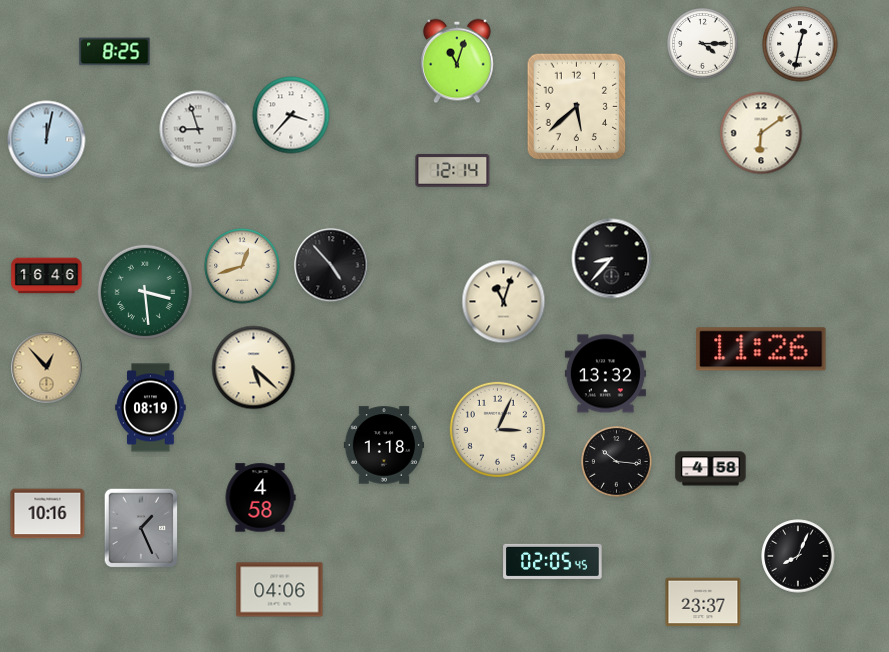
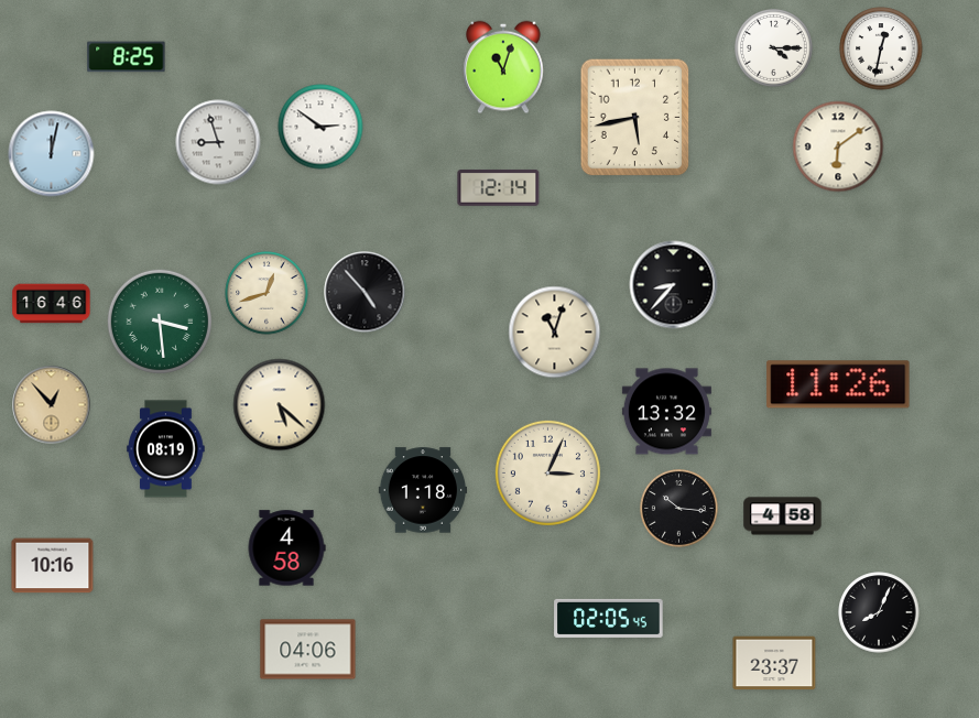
clock at (577, 107): 5:38 -> 5:43
clock at (291, 115): 3:37 -> 2:51
clock at (141, 528): 1:26 -> none
